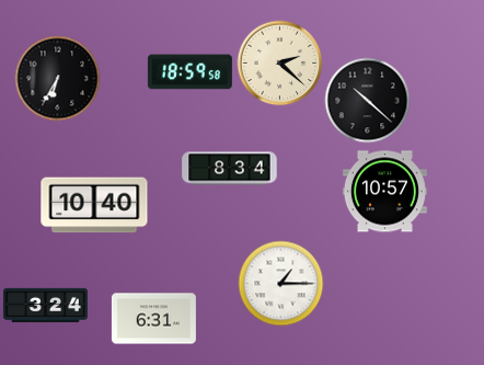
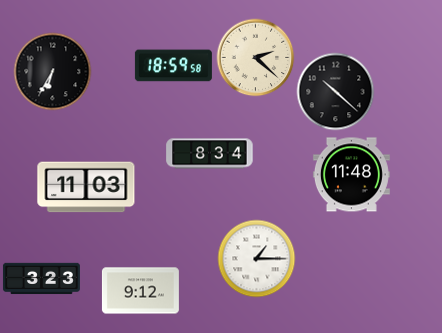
clock at (384, 192): 10:57 -> 11:48
clock at (94, 205): 10:40 -> 11:03
clock at (45, 306): 3:24 -> 3:23
clock at (153, 319): 6:31 -> 9:12
